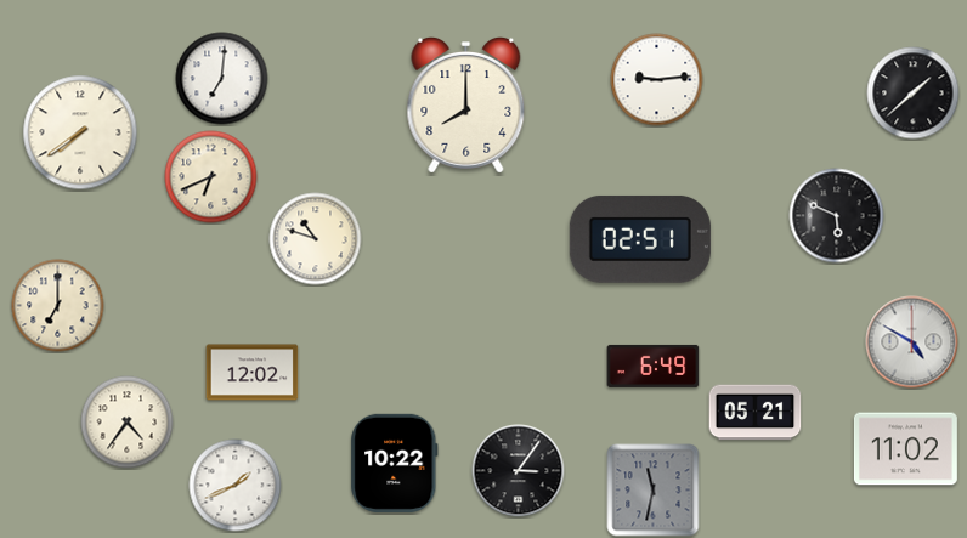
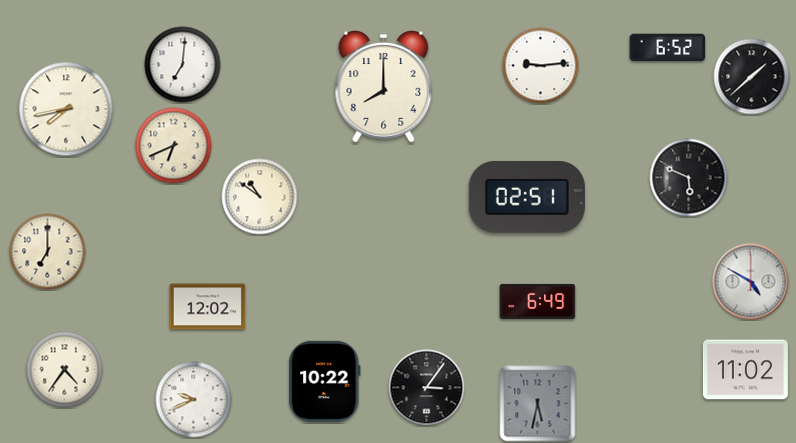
clock at (668, 48): none -> 6:52
clock at (80, 132): 7:39 -> 7:43
clock at (316, 239): 10:48 -> 10:51
clock at (756, 413): 05:21 -> none
clock at (128, 423) position: (128, 423) -> (65, 370)
clock at (236, 486): 1:41 -> 9:41
clock at (654, 491): 11:32 -> 5:32
